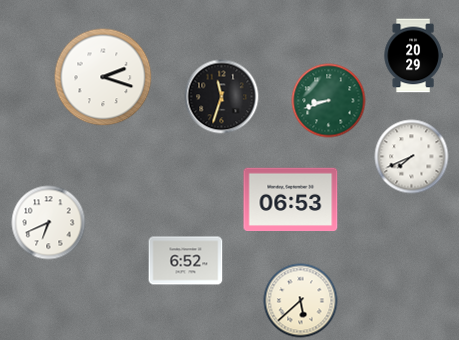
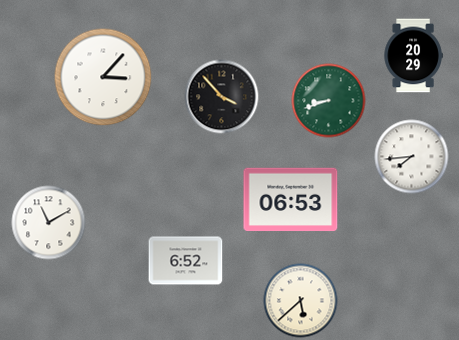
clock at (103, 77): 2:18 -> 3:07
clock at (222, 97): 11:33 -> 3:53
clock at (412, 157): 7:41 -> 7:44
clock at (49, 223): 6:41 -> 11:10
